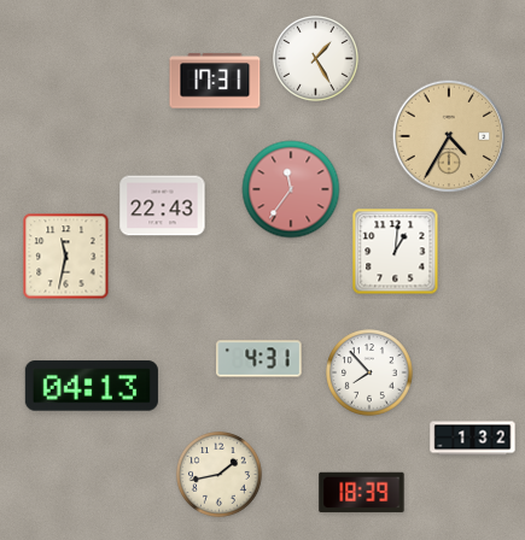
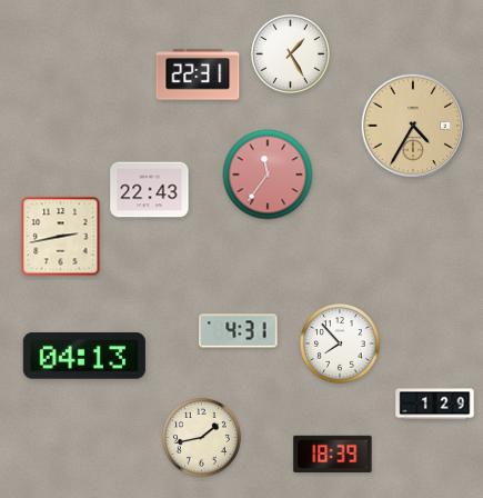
clock at (215, 81): 17:31 -> 22:31
clock at (396, 252): 1:01 -> none
clock at (66, 257): 11:32 -> 2:43
clock at (473, 439): 1:32 -> 1:29
